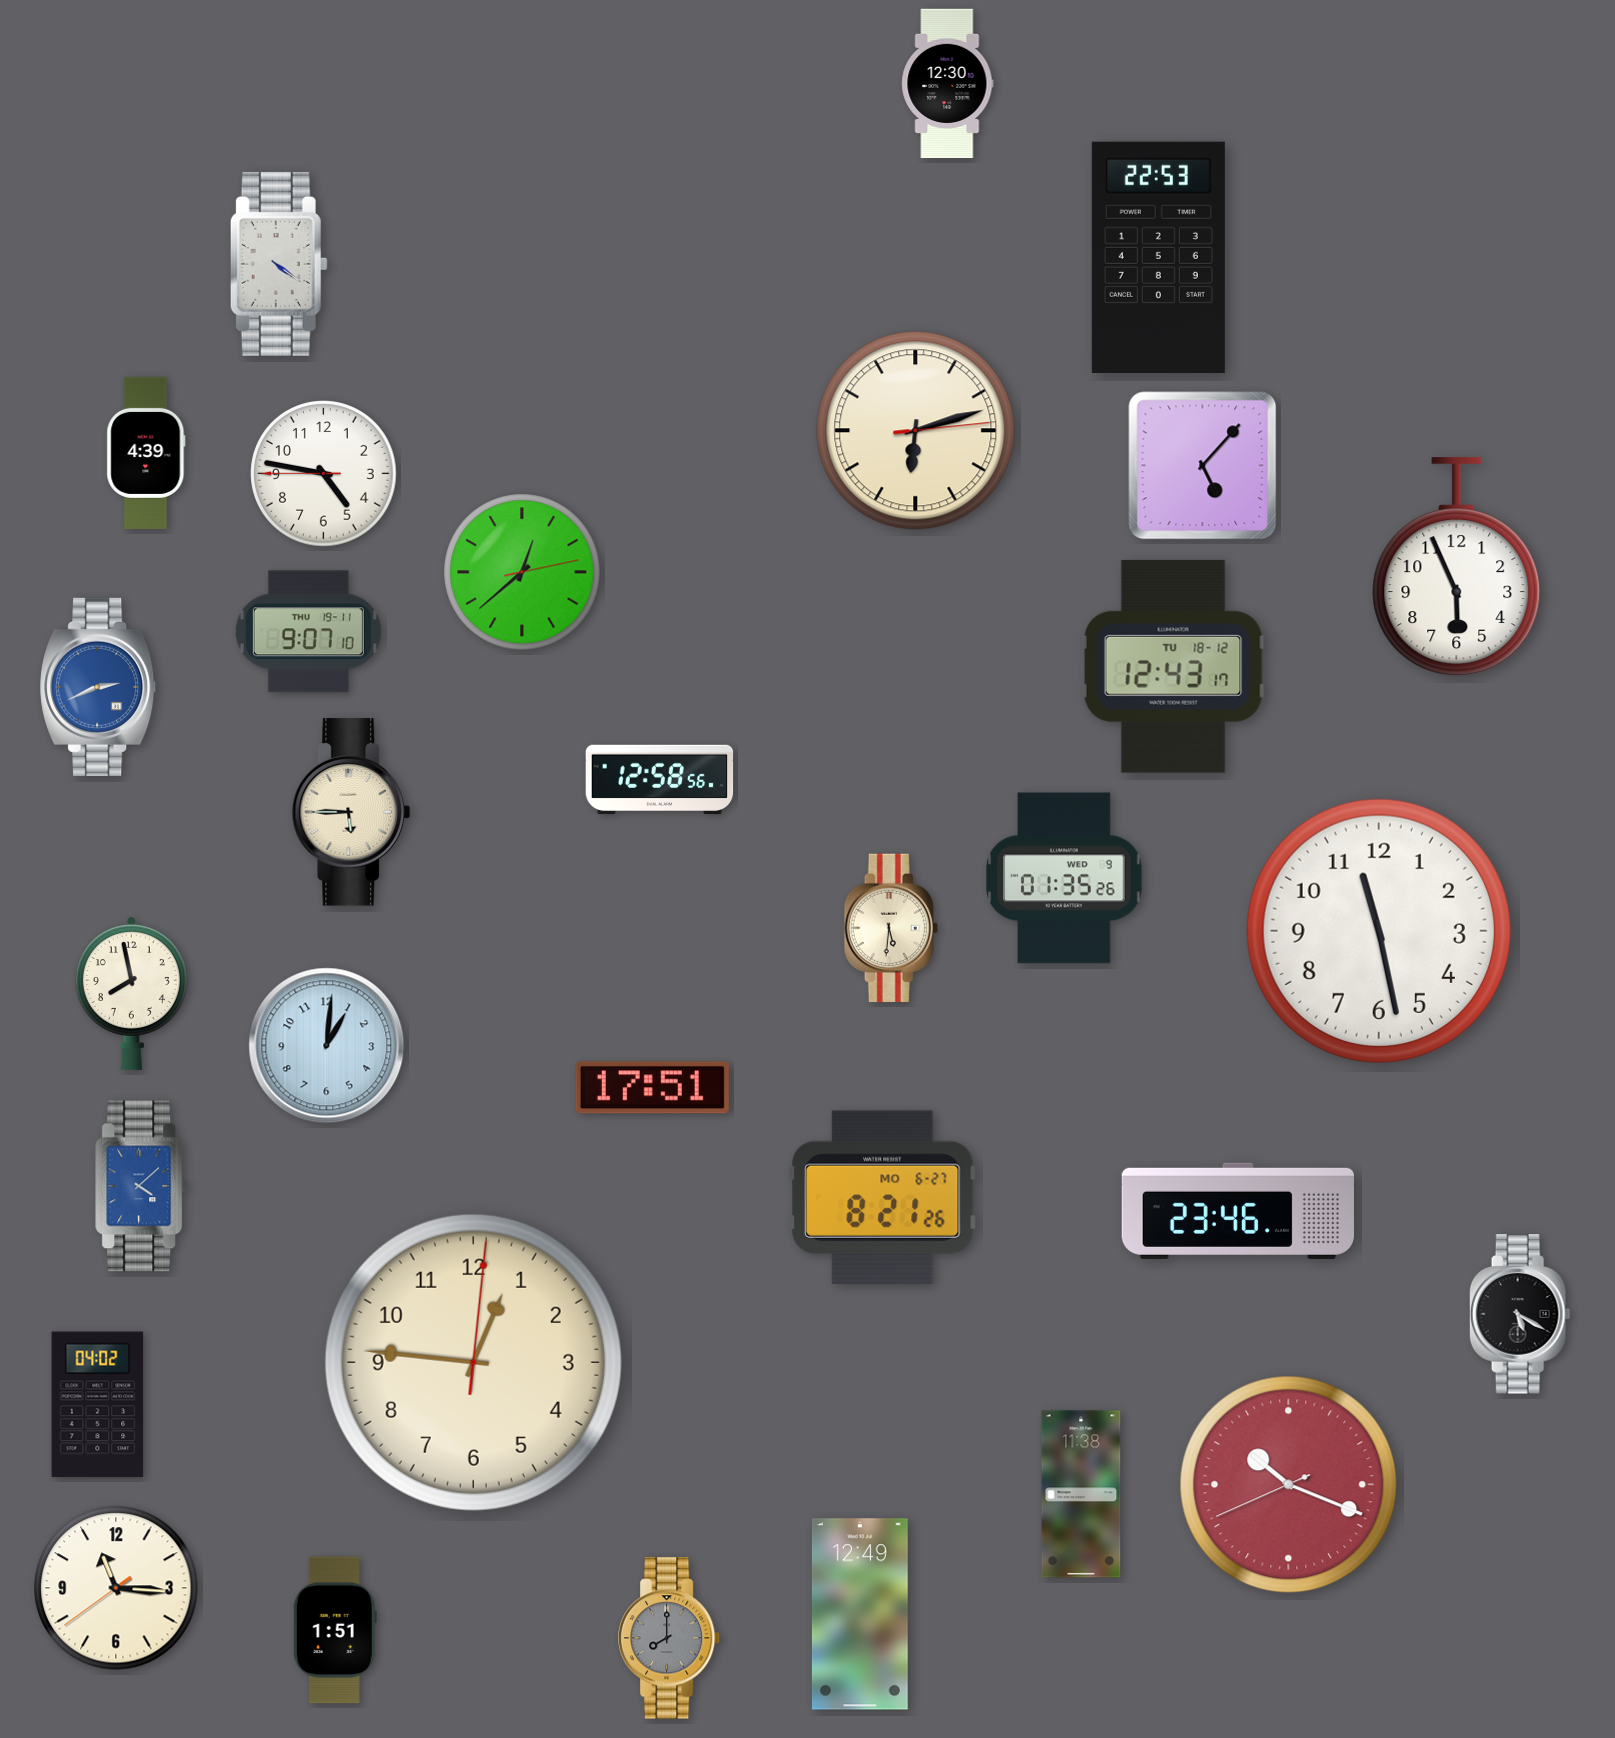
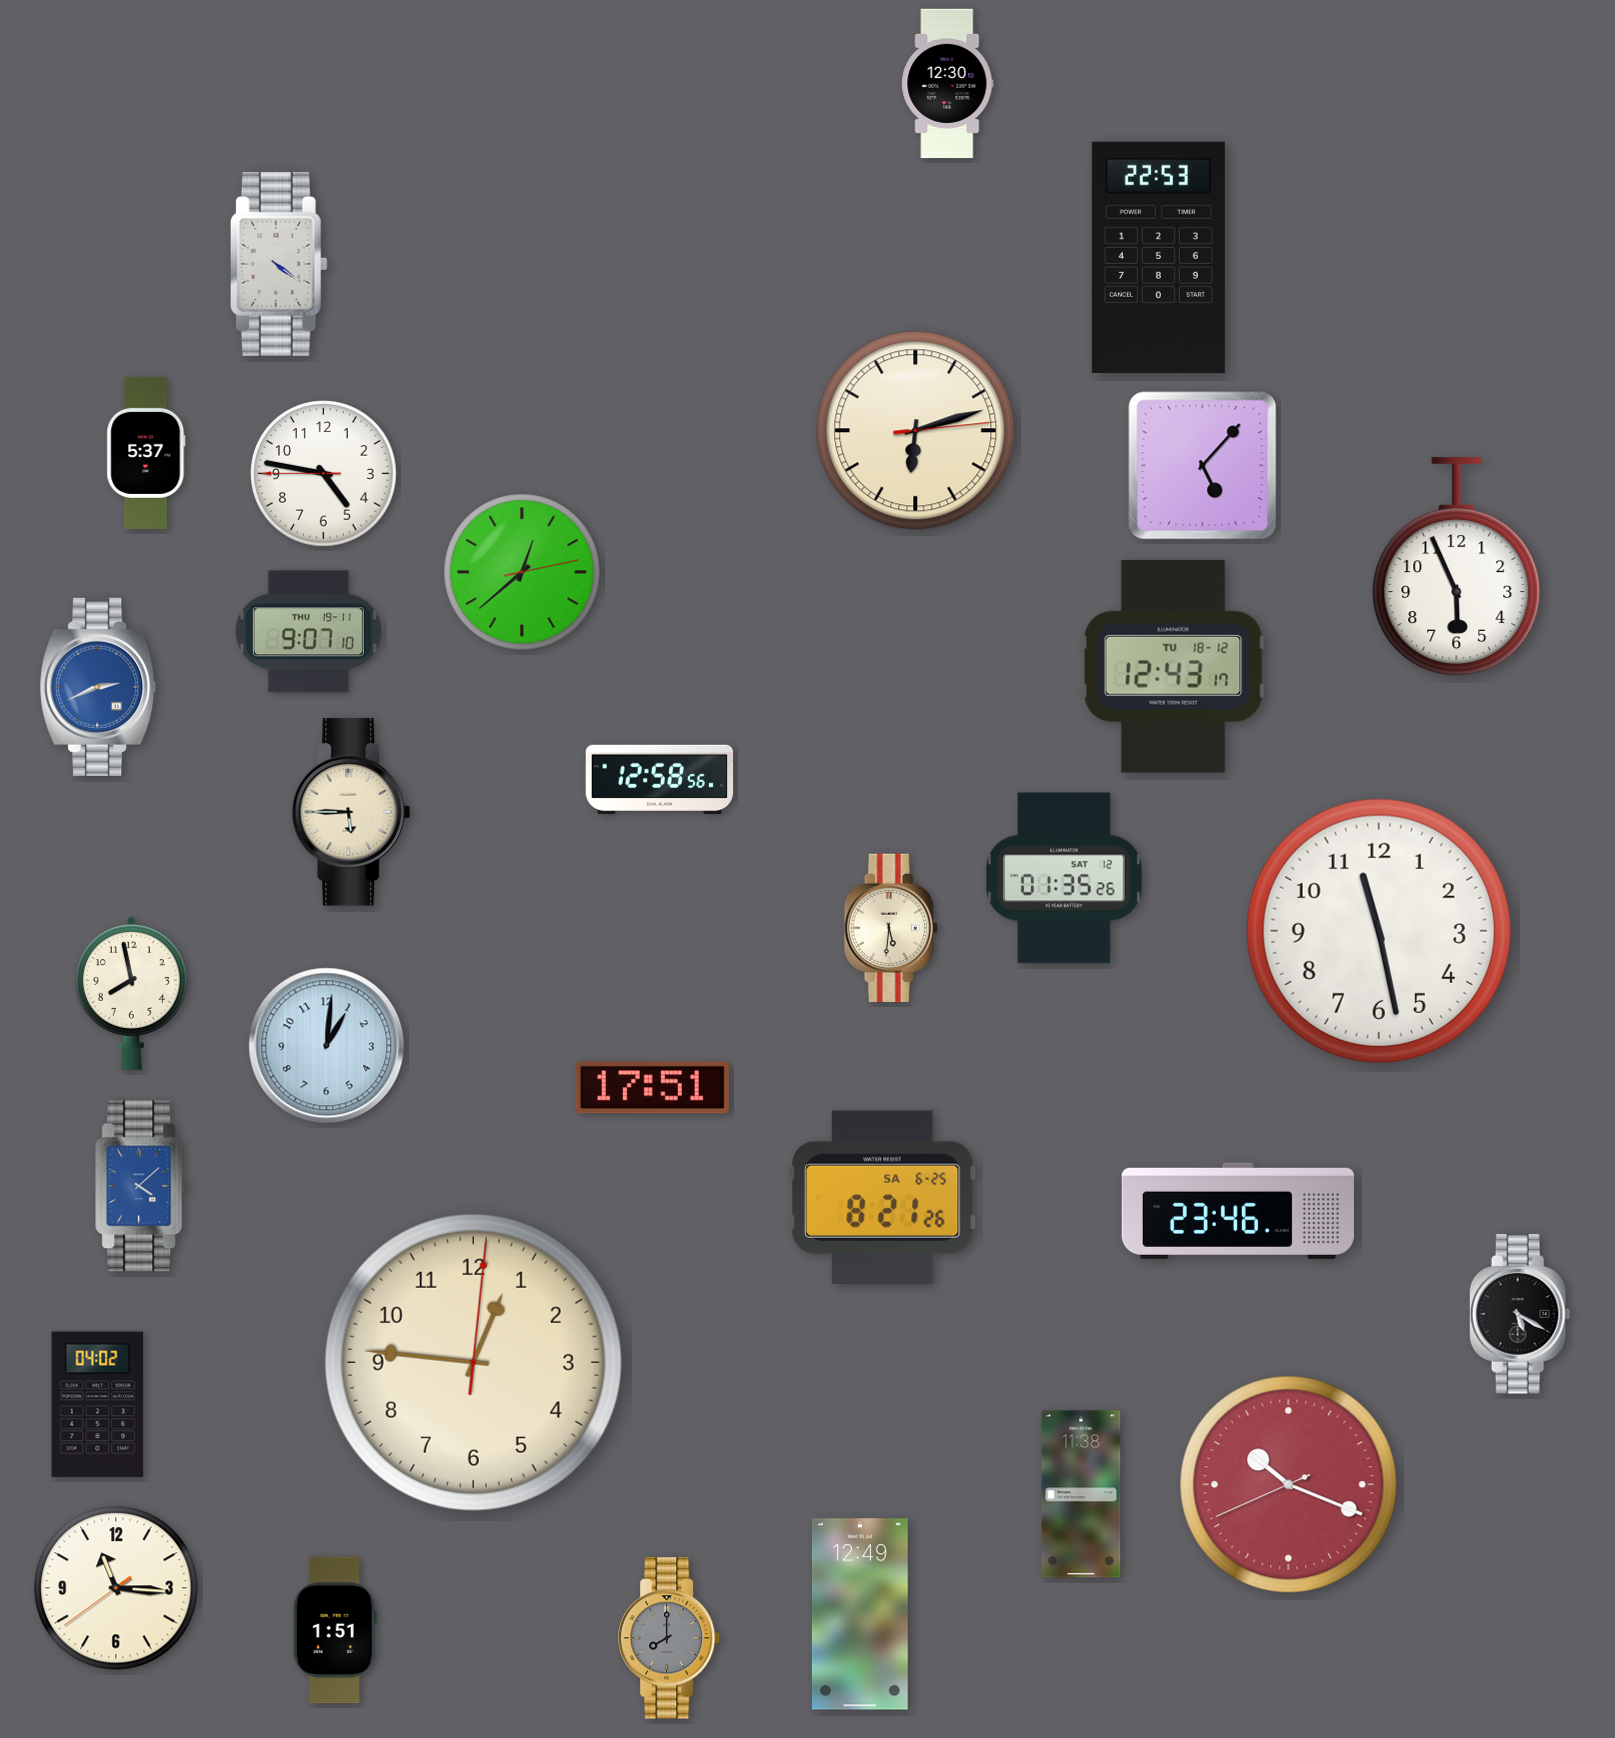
clock at (146, 453): 4:39 -> 5:37
clock at (1064, 878) date: WED 9 -> SAT 12
clock at (883, 1197) date: MO 6-27 -> SA 6-25
